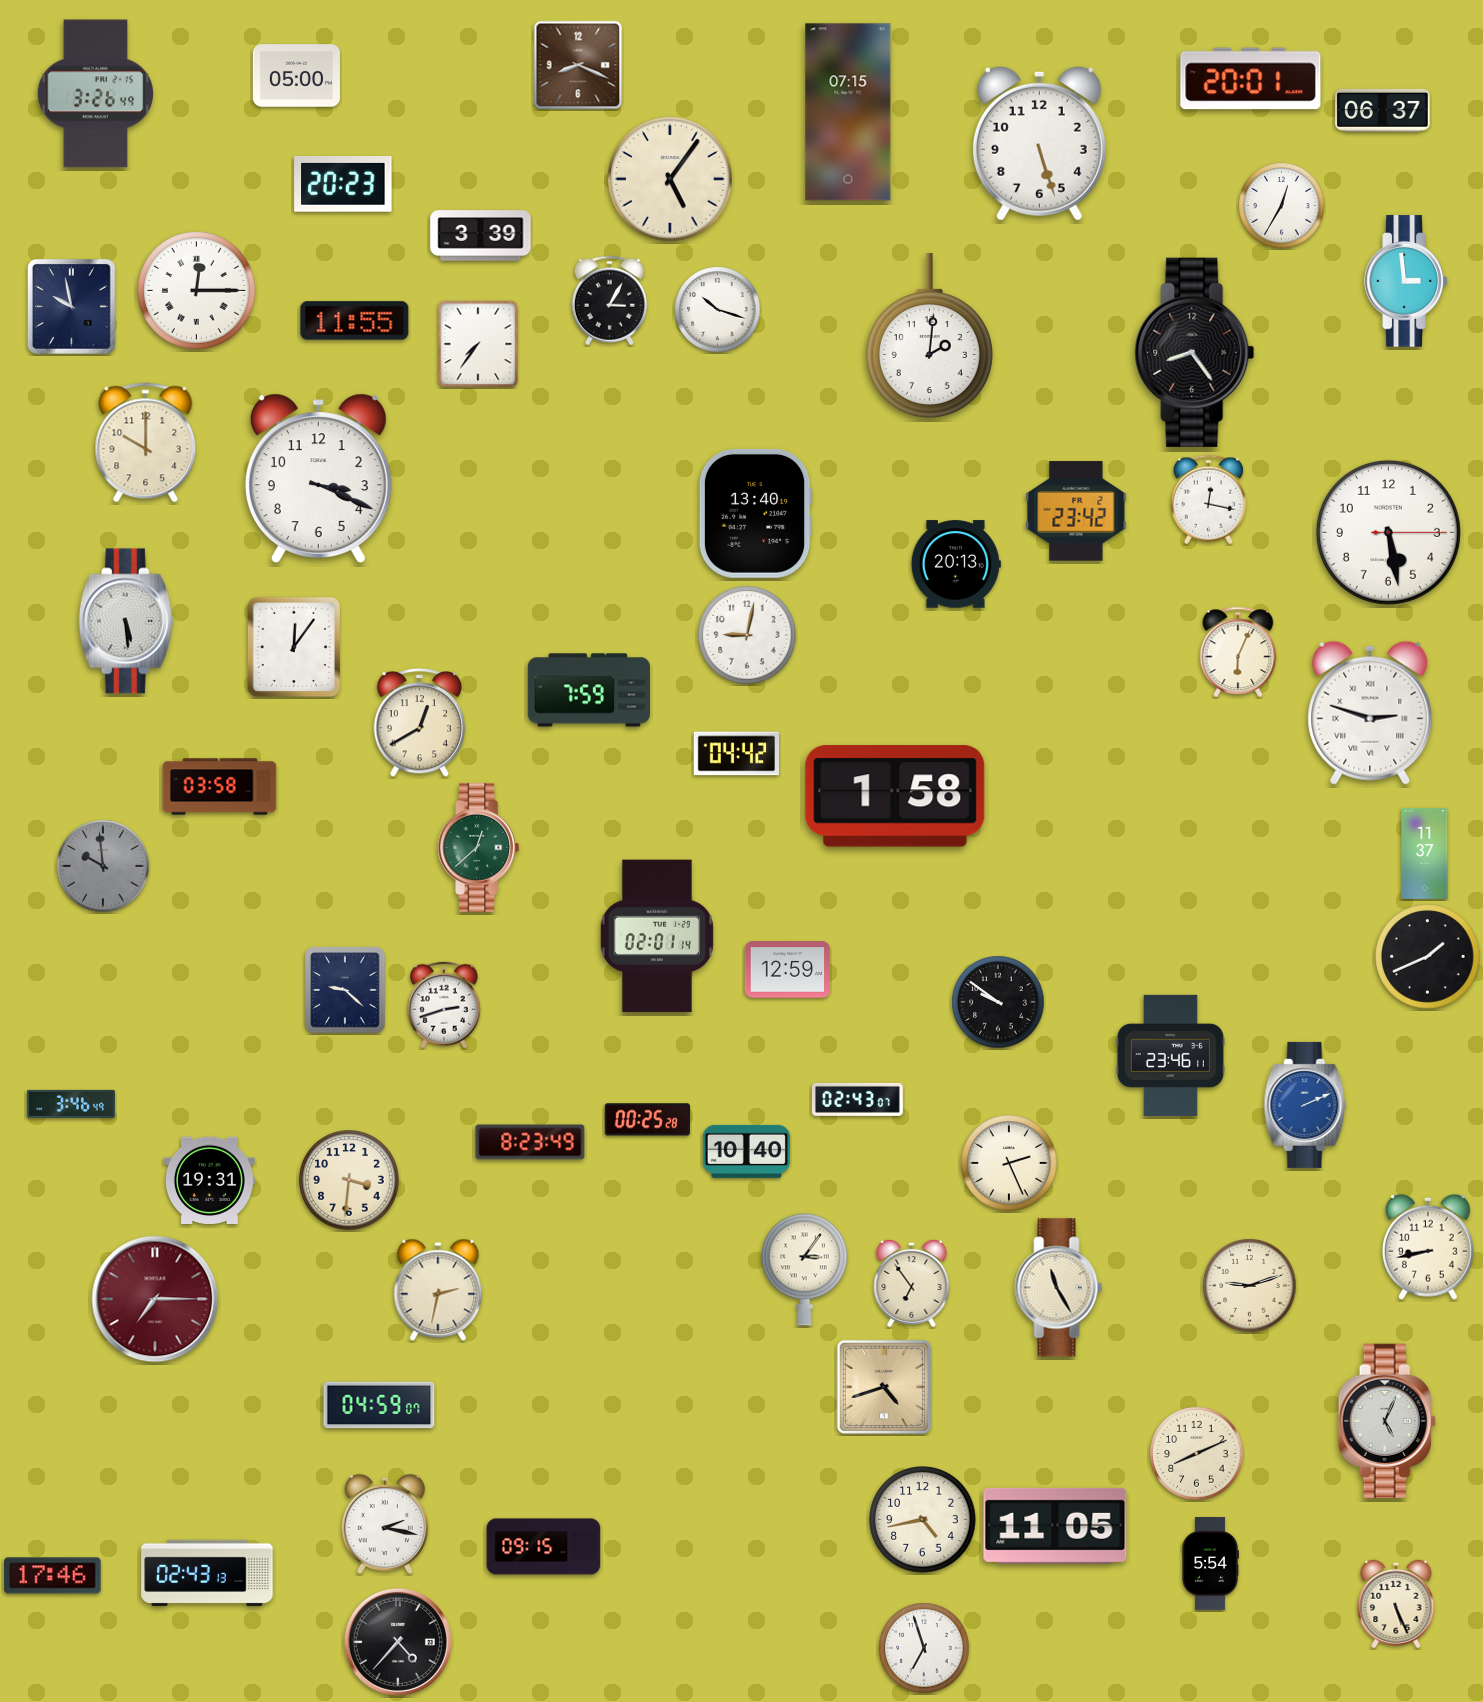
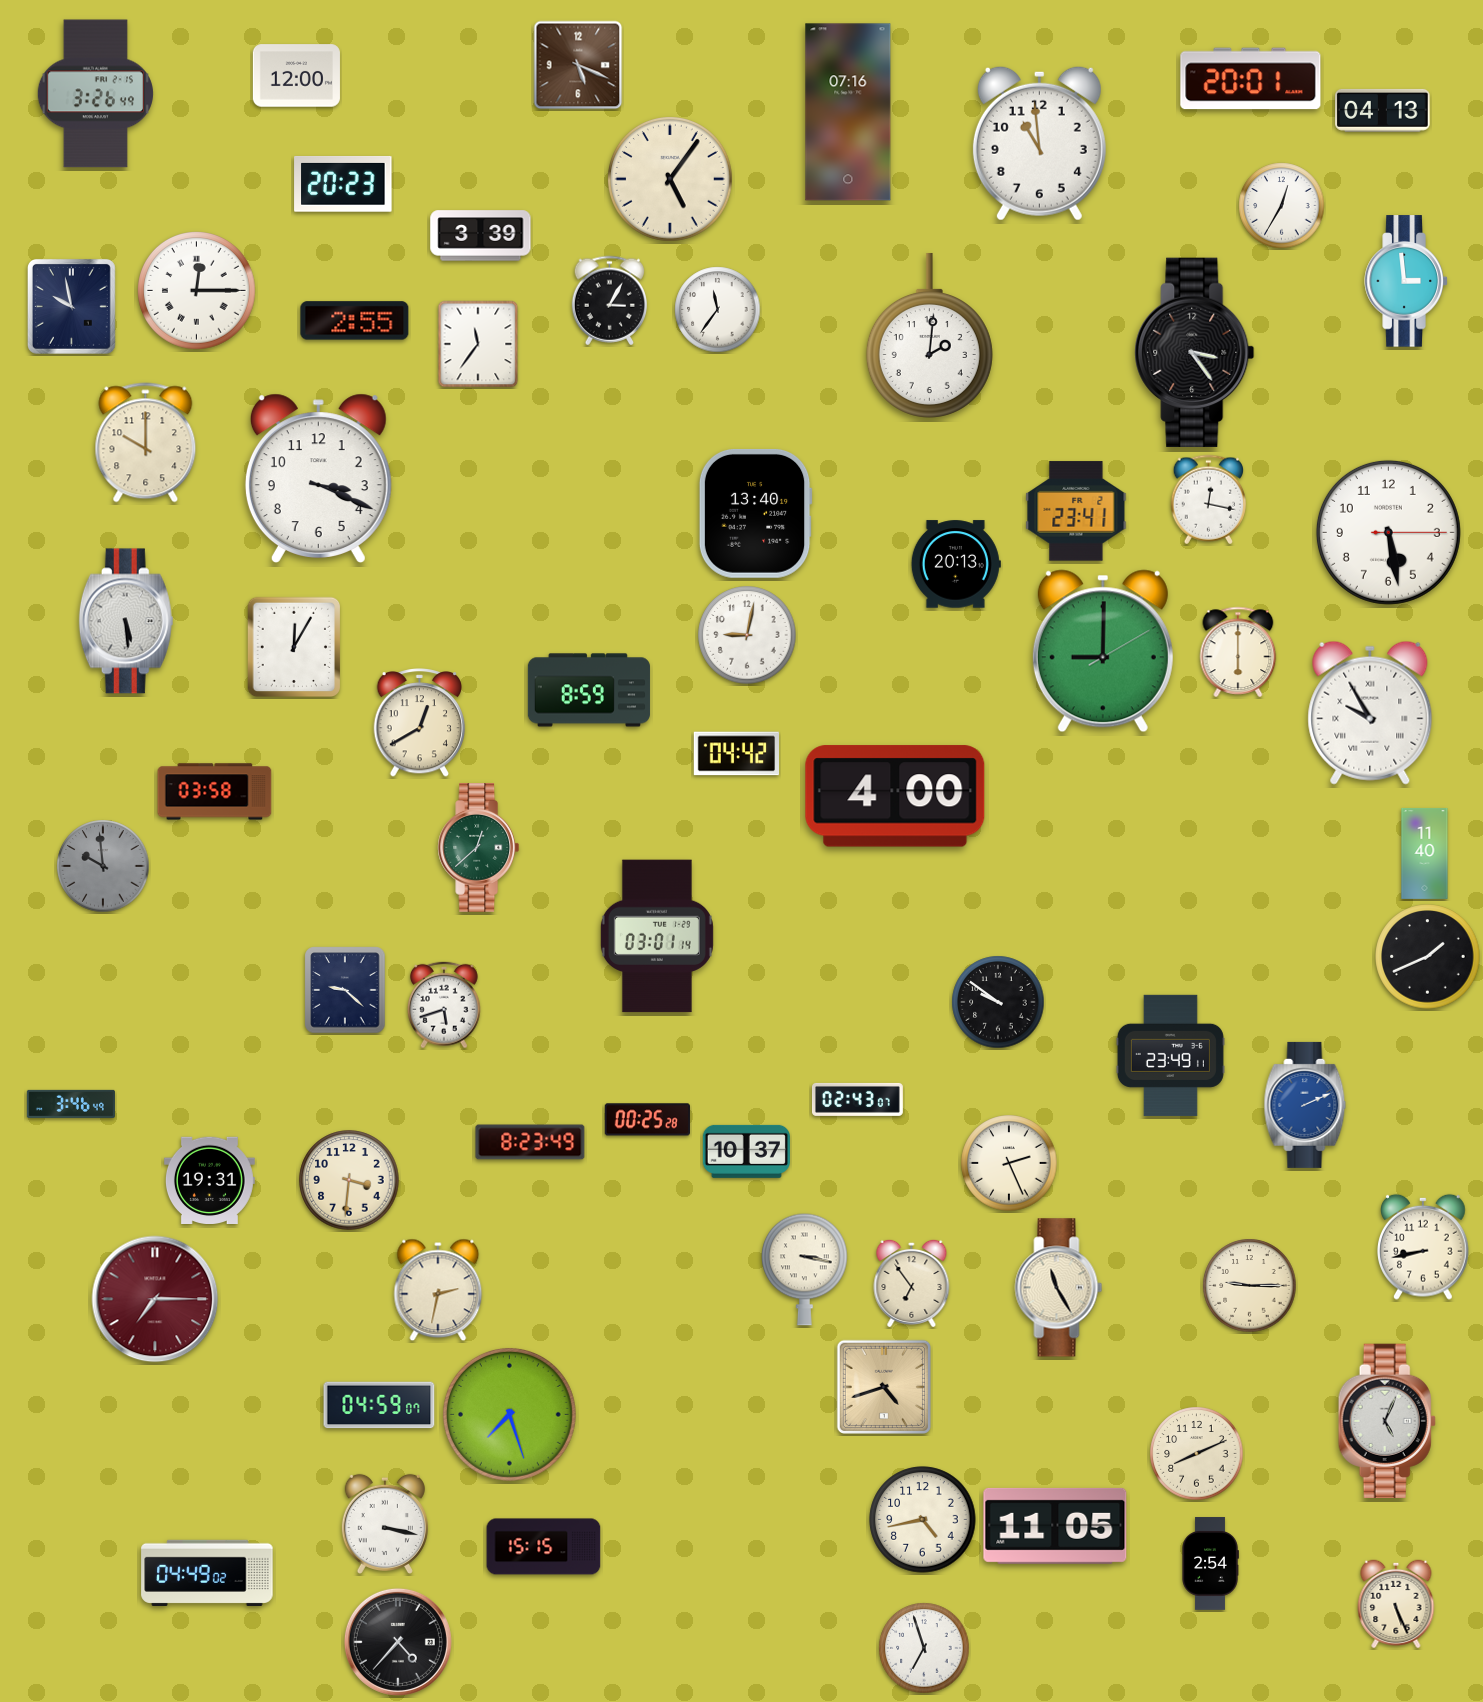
clock at (578, 65): 8:19 -> 5:19
clock at (296, 76): 05:00 -> 12:00
clock at (1383, 110): 06:37 -> 04:13
clock at (848, 112): 07:15 -> 07:16
clock at (1039, 143): 5:27 -> 10:59
clock at (718, 310): 10:18 -> 11:36
clock at (355, 321): 11:55 -> 2:55
clock at (478, 344): 7:36 -> 11:36
clock at (1195, 352): 8:24 -> 3:24
clock at (1076, 511): 23:42 -> 23:41
clock at (293, 647): 12:06 -> 12:05
clock at (1103, 651): none -> 9:00
clock at (1238, 652): 6:04 -> 6:00
clock at (589, 690): 7:59 -> 8:59
clock at (1370, 713): 2:48 -> 9:55
clock at (220, 787) position: (220, 787) -> (215, 792)
clock at (895, 796): 1:58 -> 4:00
clock at (1425, 853): 11:37 -> 11:40
clock at (657, 936): 02:01 -> 03:01
clock at (787, 970): 12:59 -> none
clock at (445, 1005): 2:42 -> 5:42
clock at (1170, 1055): 23:46 -> 23:49
clock at (746, 1151): 10:40 -> 10:37
clock at (1429, 1247) position: (1429, 1247) -> (1424, 1247)
clock at (805, 1269): 3:06 -> 3:17
clock at (1250, 1286): 9:12 -> 9:15
clock at (509, 1414): none -> 7:27
clock at (385, 1523): 2:17 -> 3:17
clock at (544, 1547): 09:15 -> 15:15
clock at (1210, 1564): 5:54 -> 2:54
clock at (207, 1573): 02:43 -> 04:49
clock at (53, 1576): 17:46 -> none
